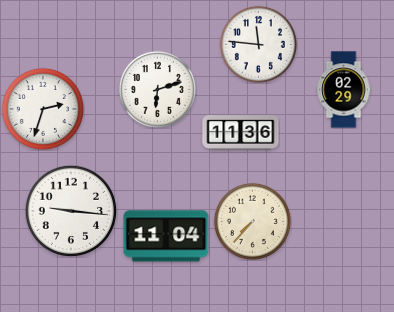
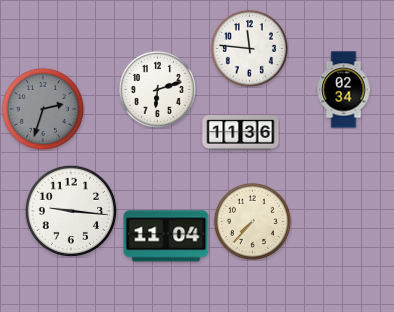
clock at (258, 44) position: (258, 44) -> (249, 48)
clock at (344, 90): 02:29 -> 02:34
clock at (43, 109) dial: white -> grey
